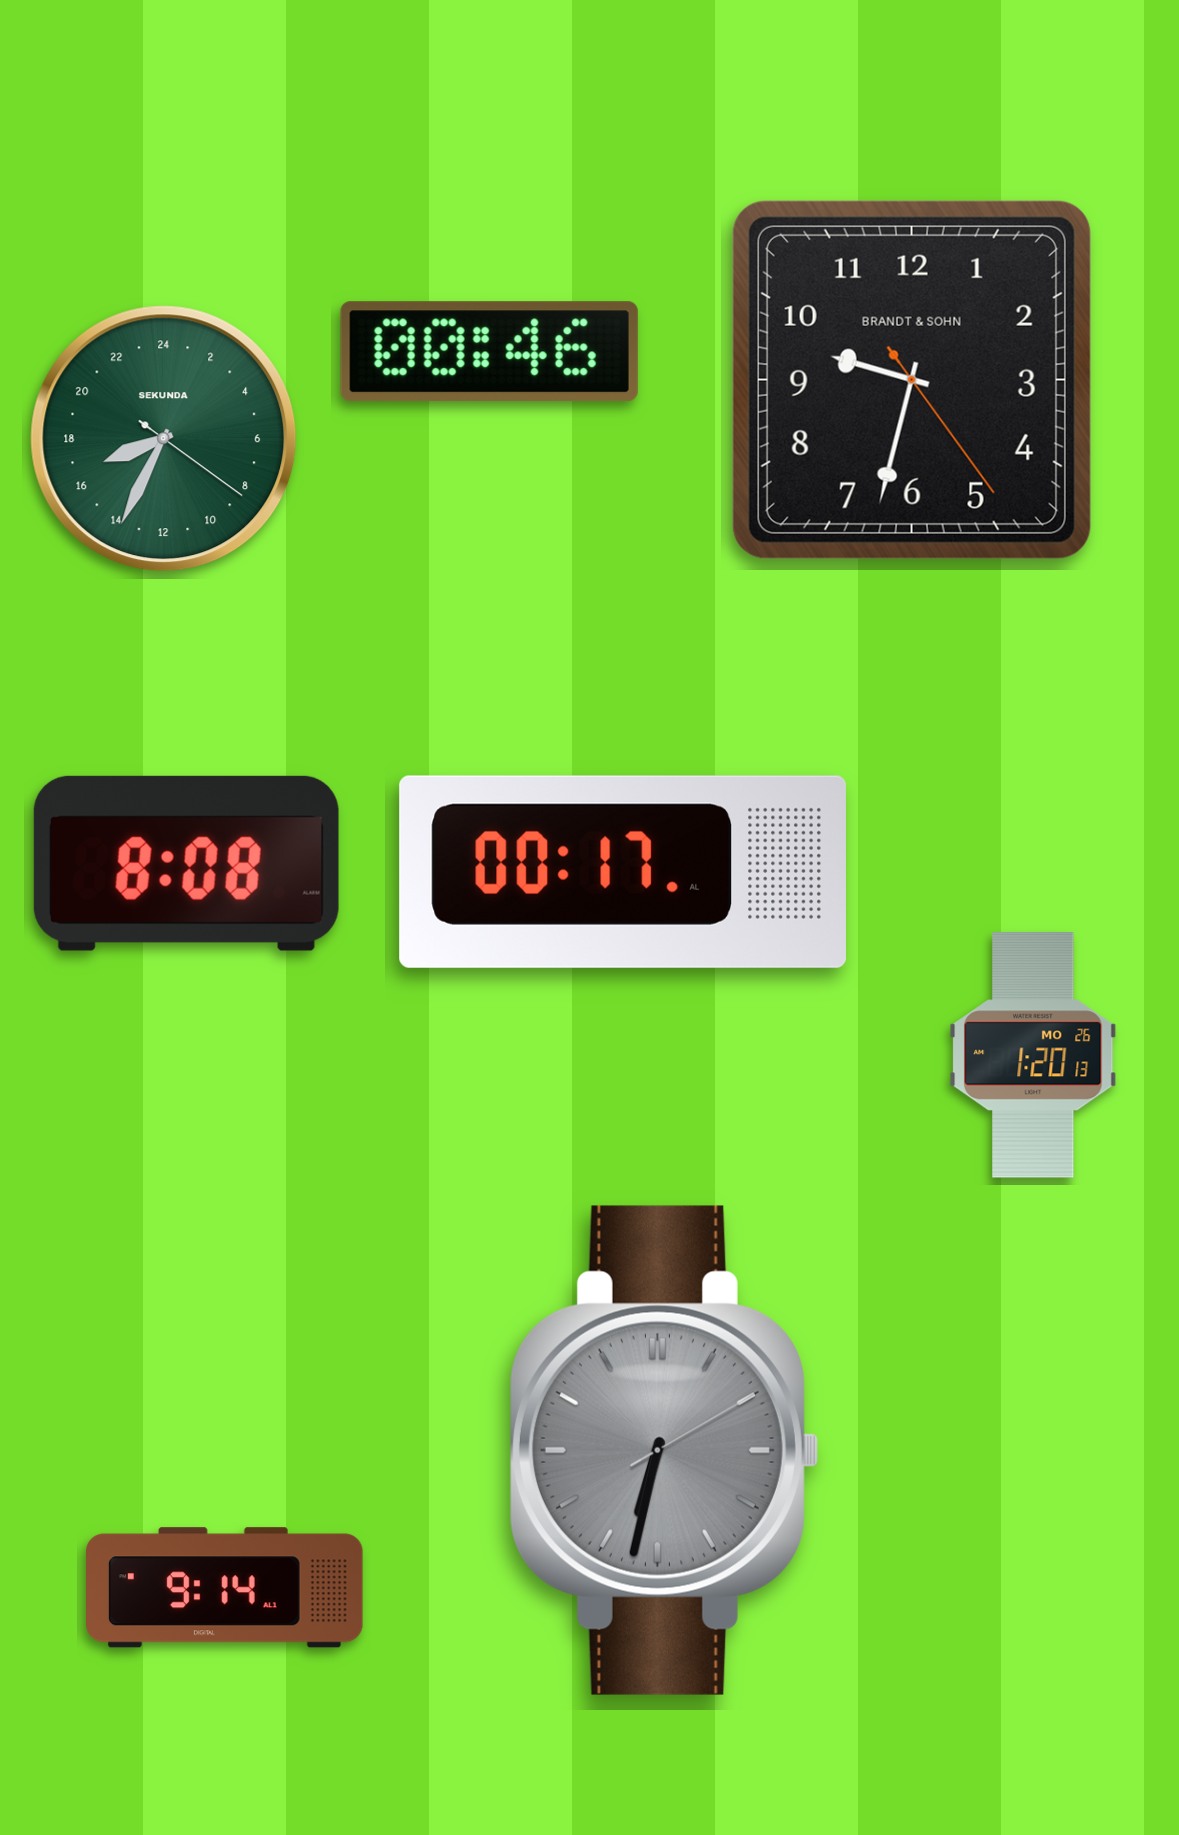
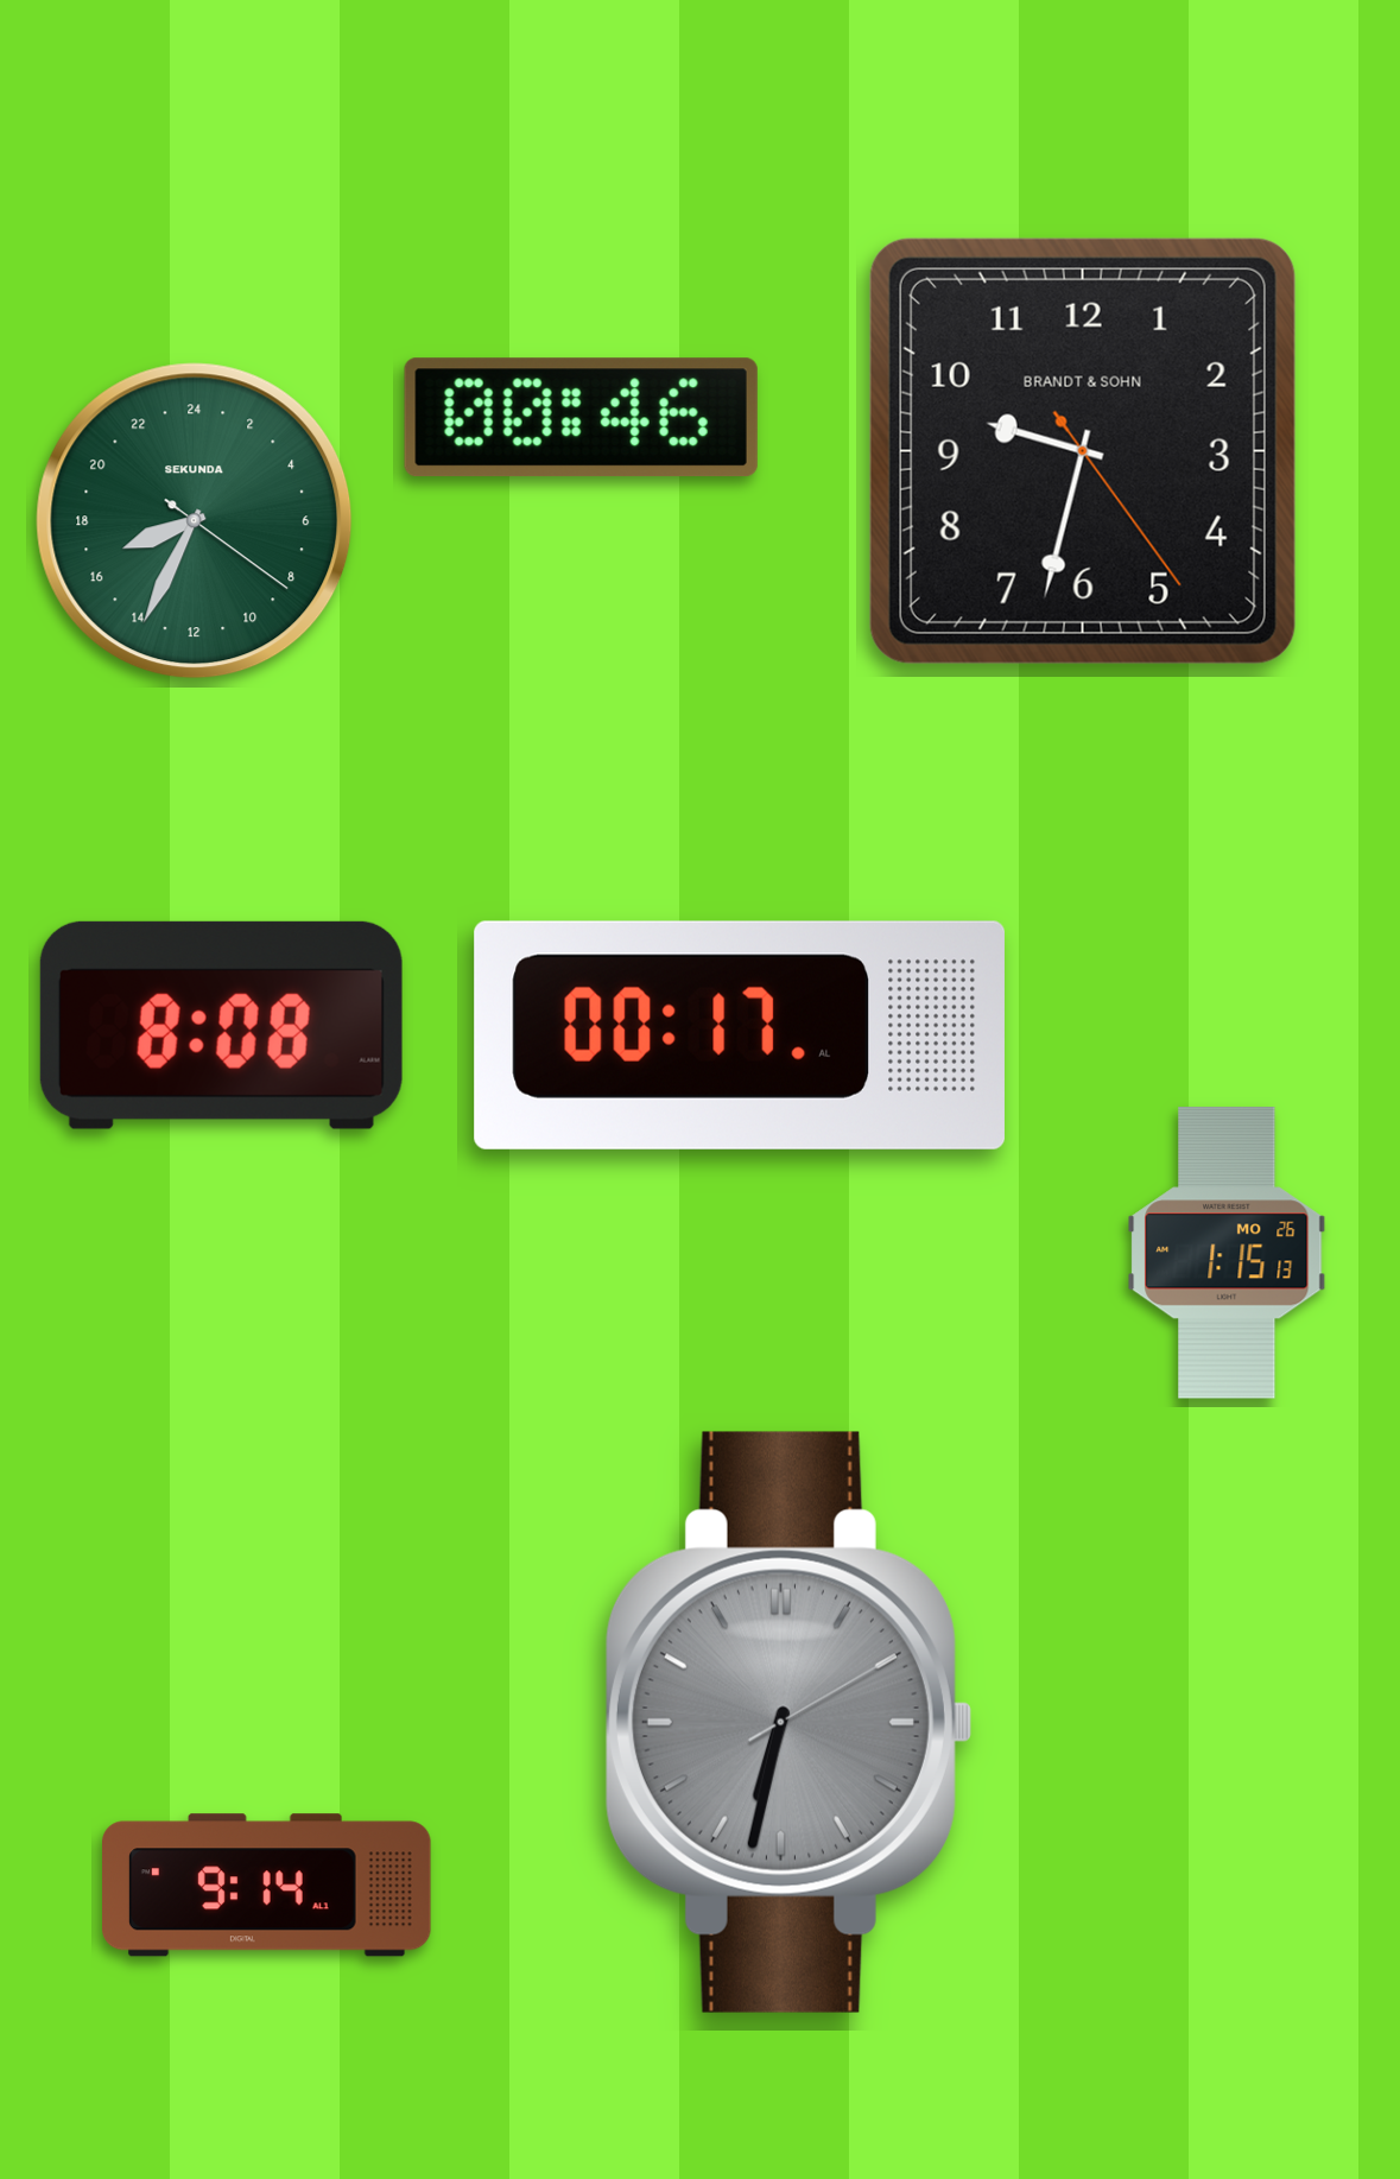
clock at (1033, 1055): 1:20 -> 1:15
